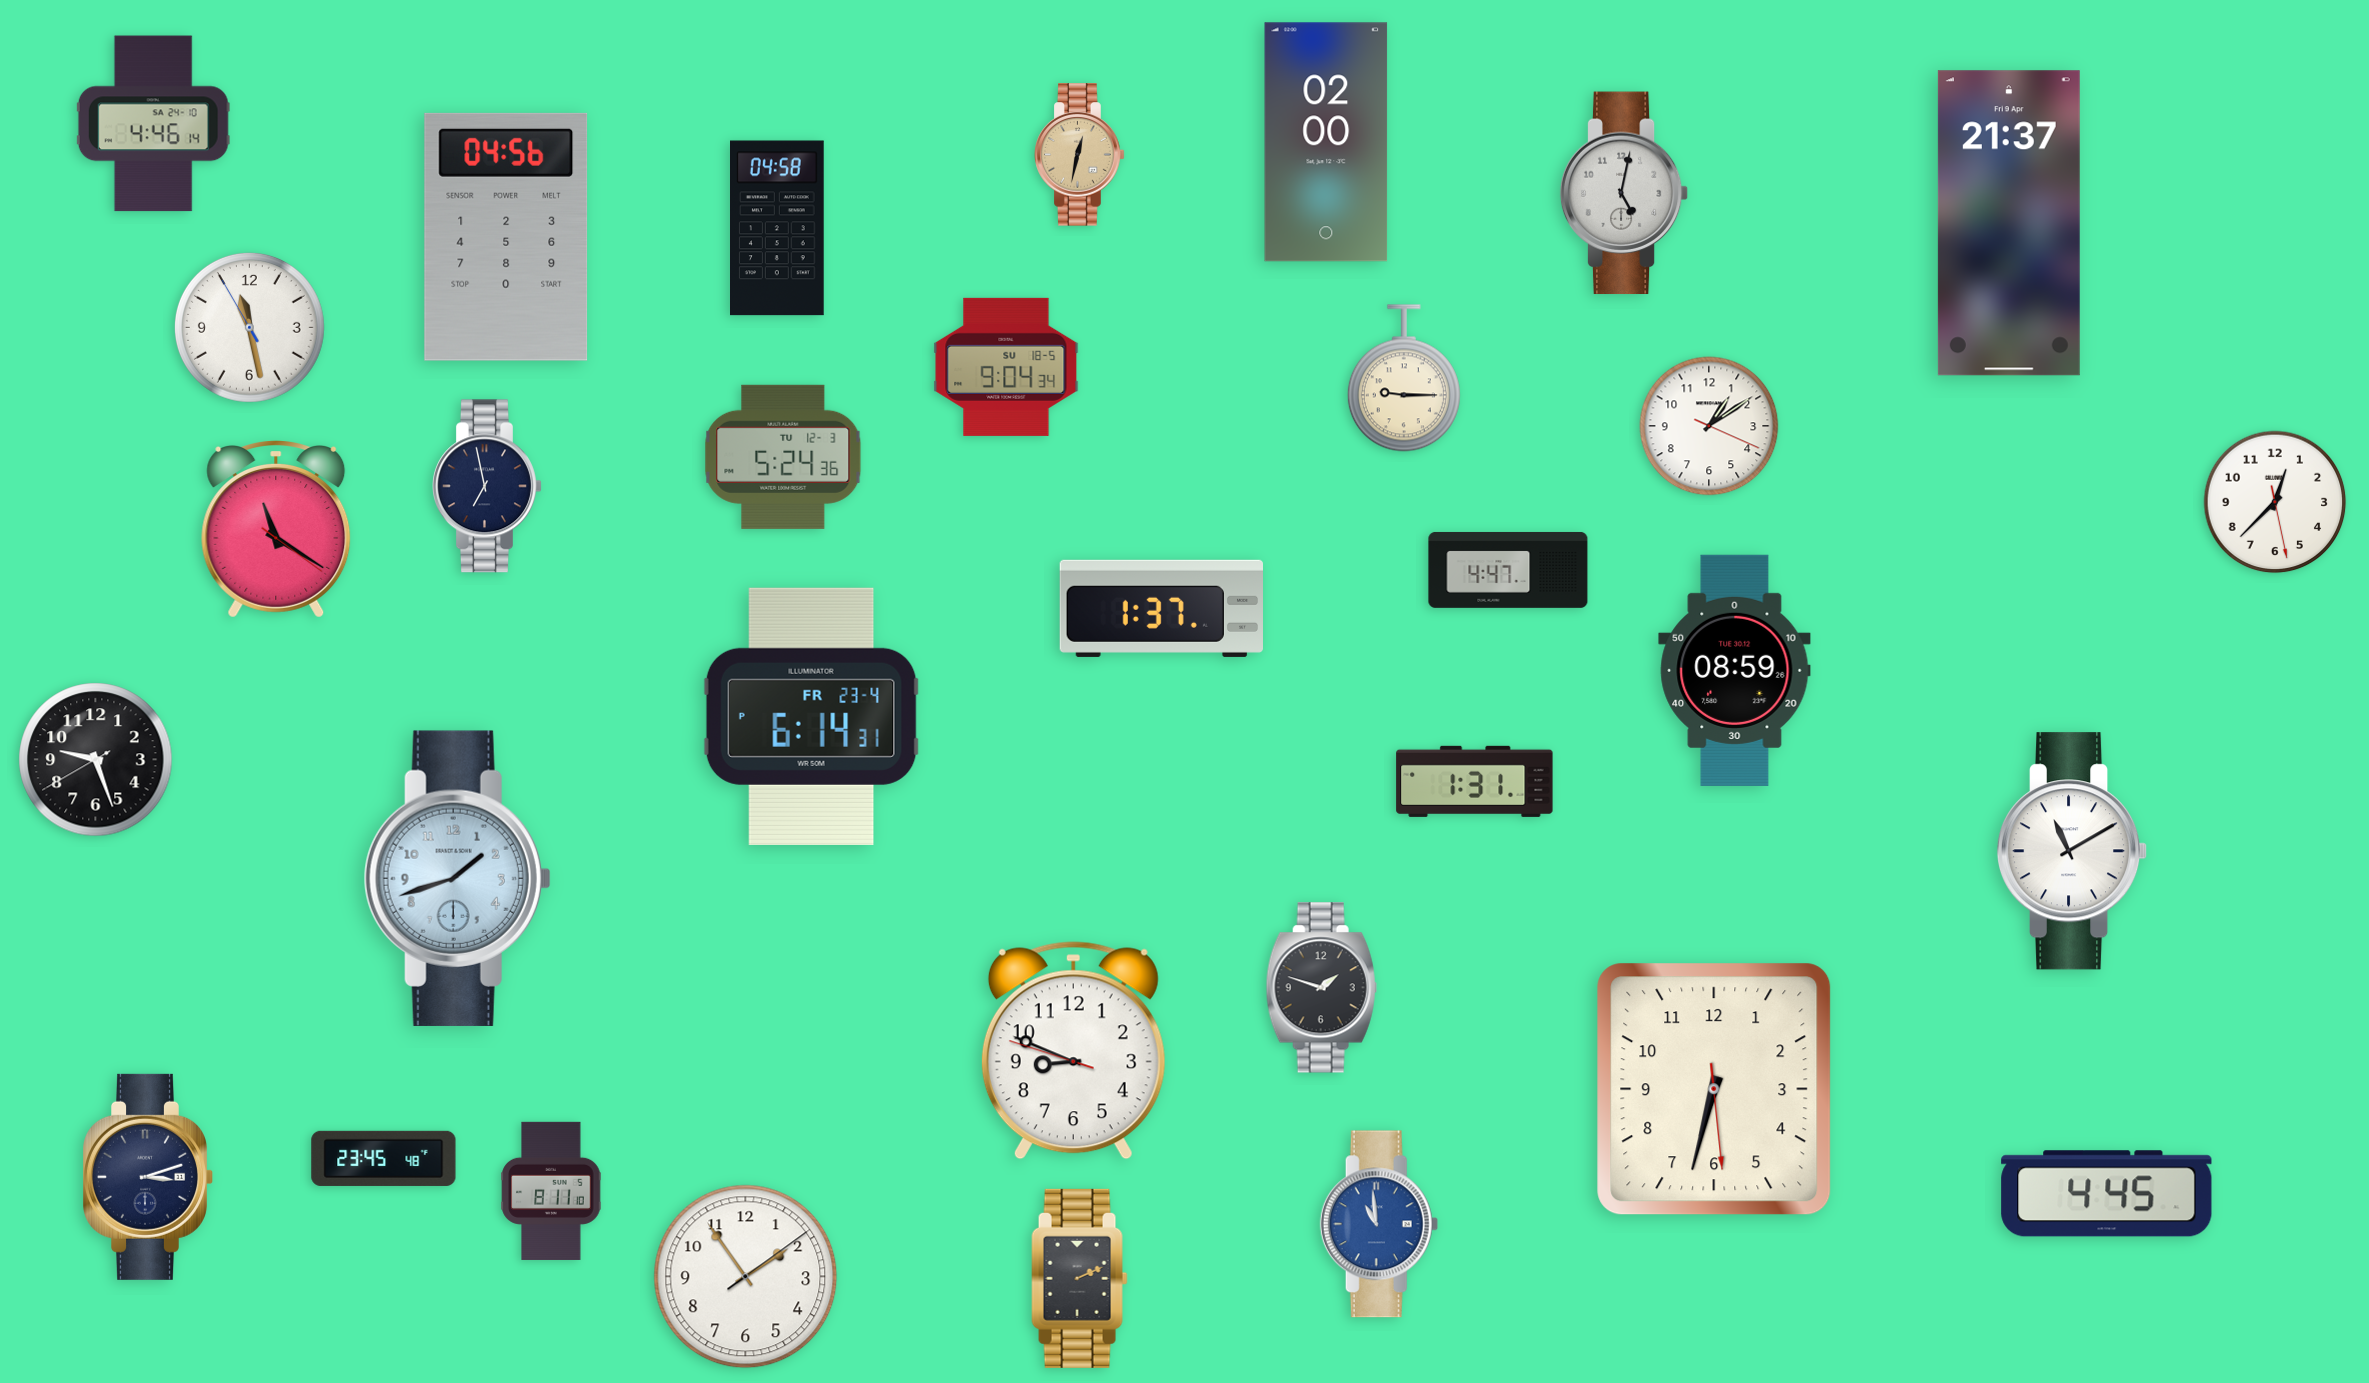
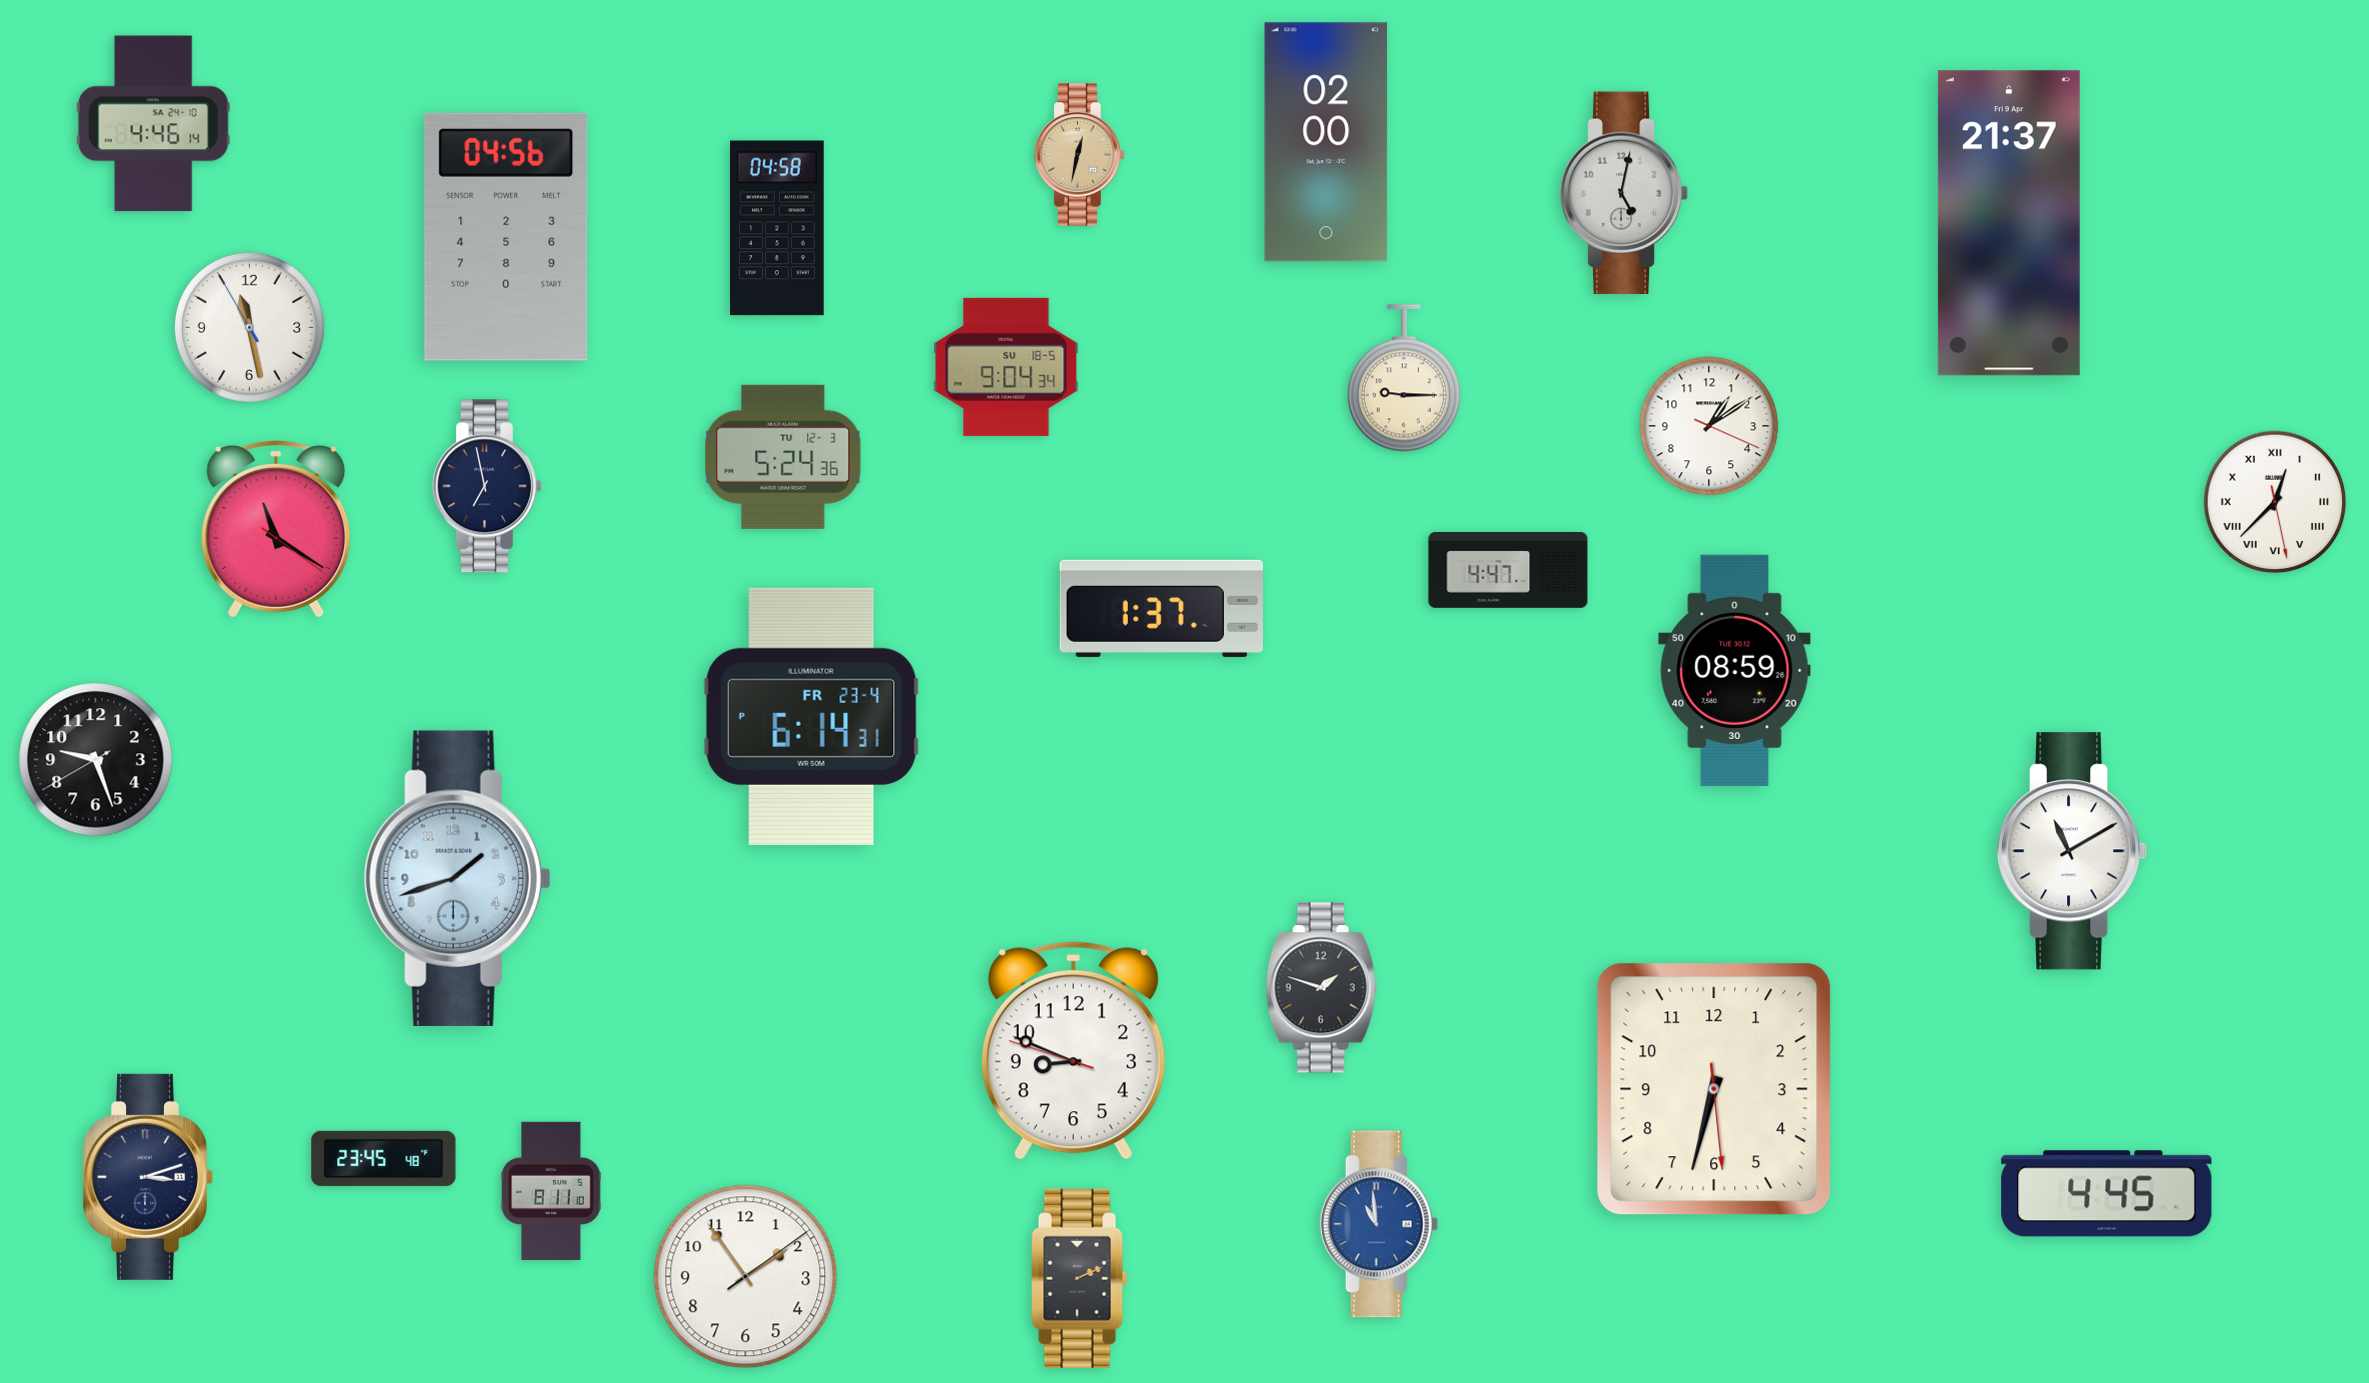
clock at (2275, 502) numerals: Arabic -> Roman
clock at (1475, 781): 1:31 -> none
